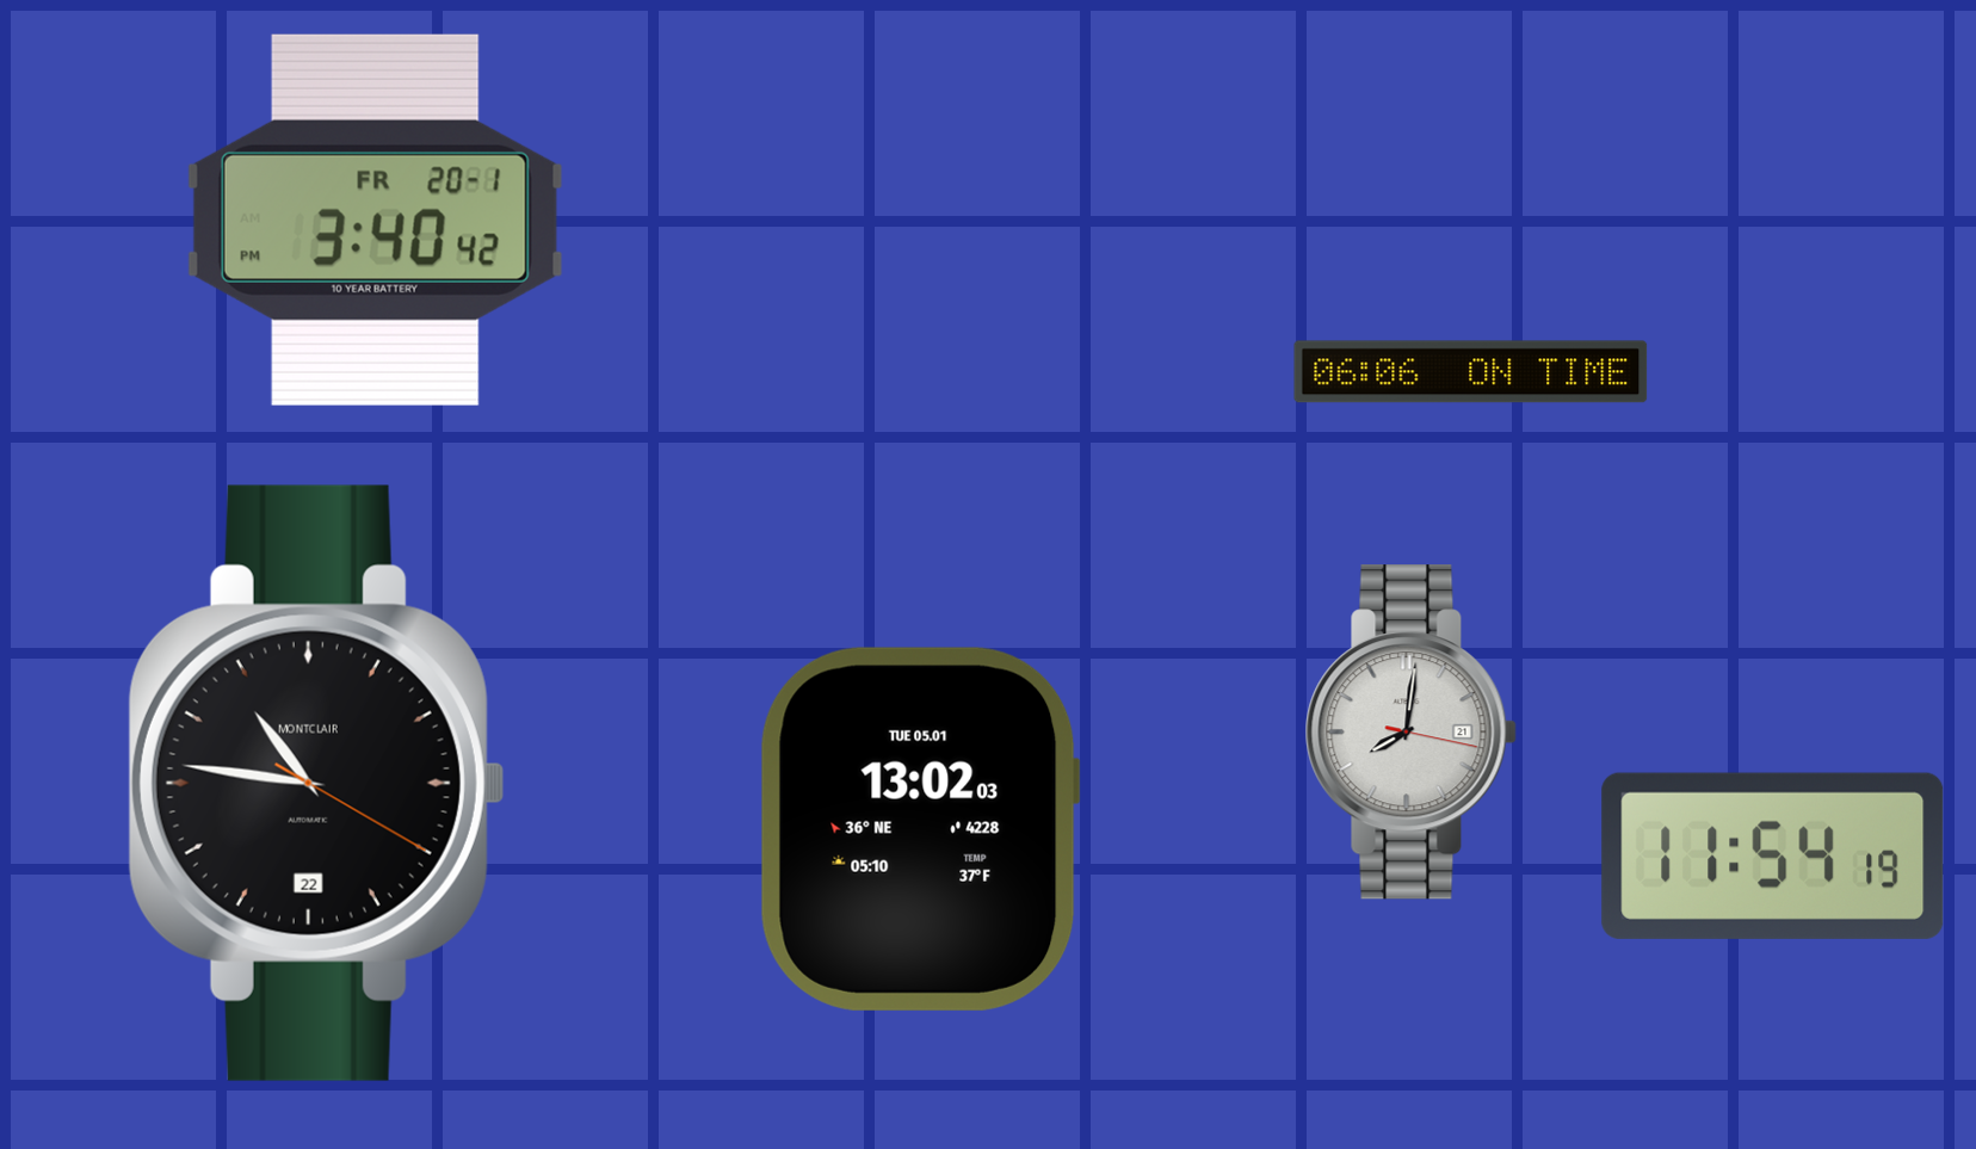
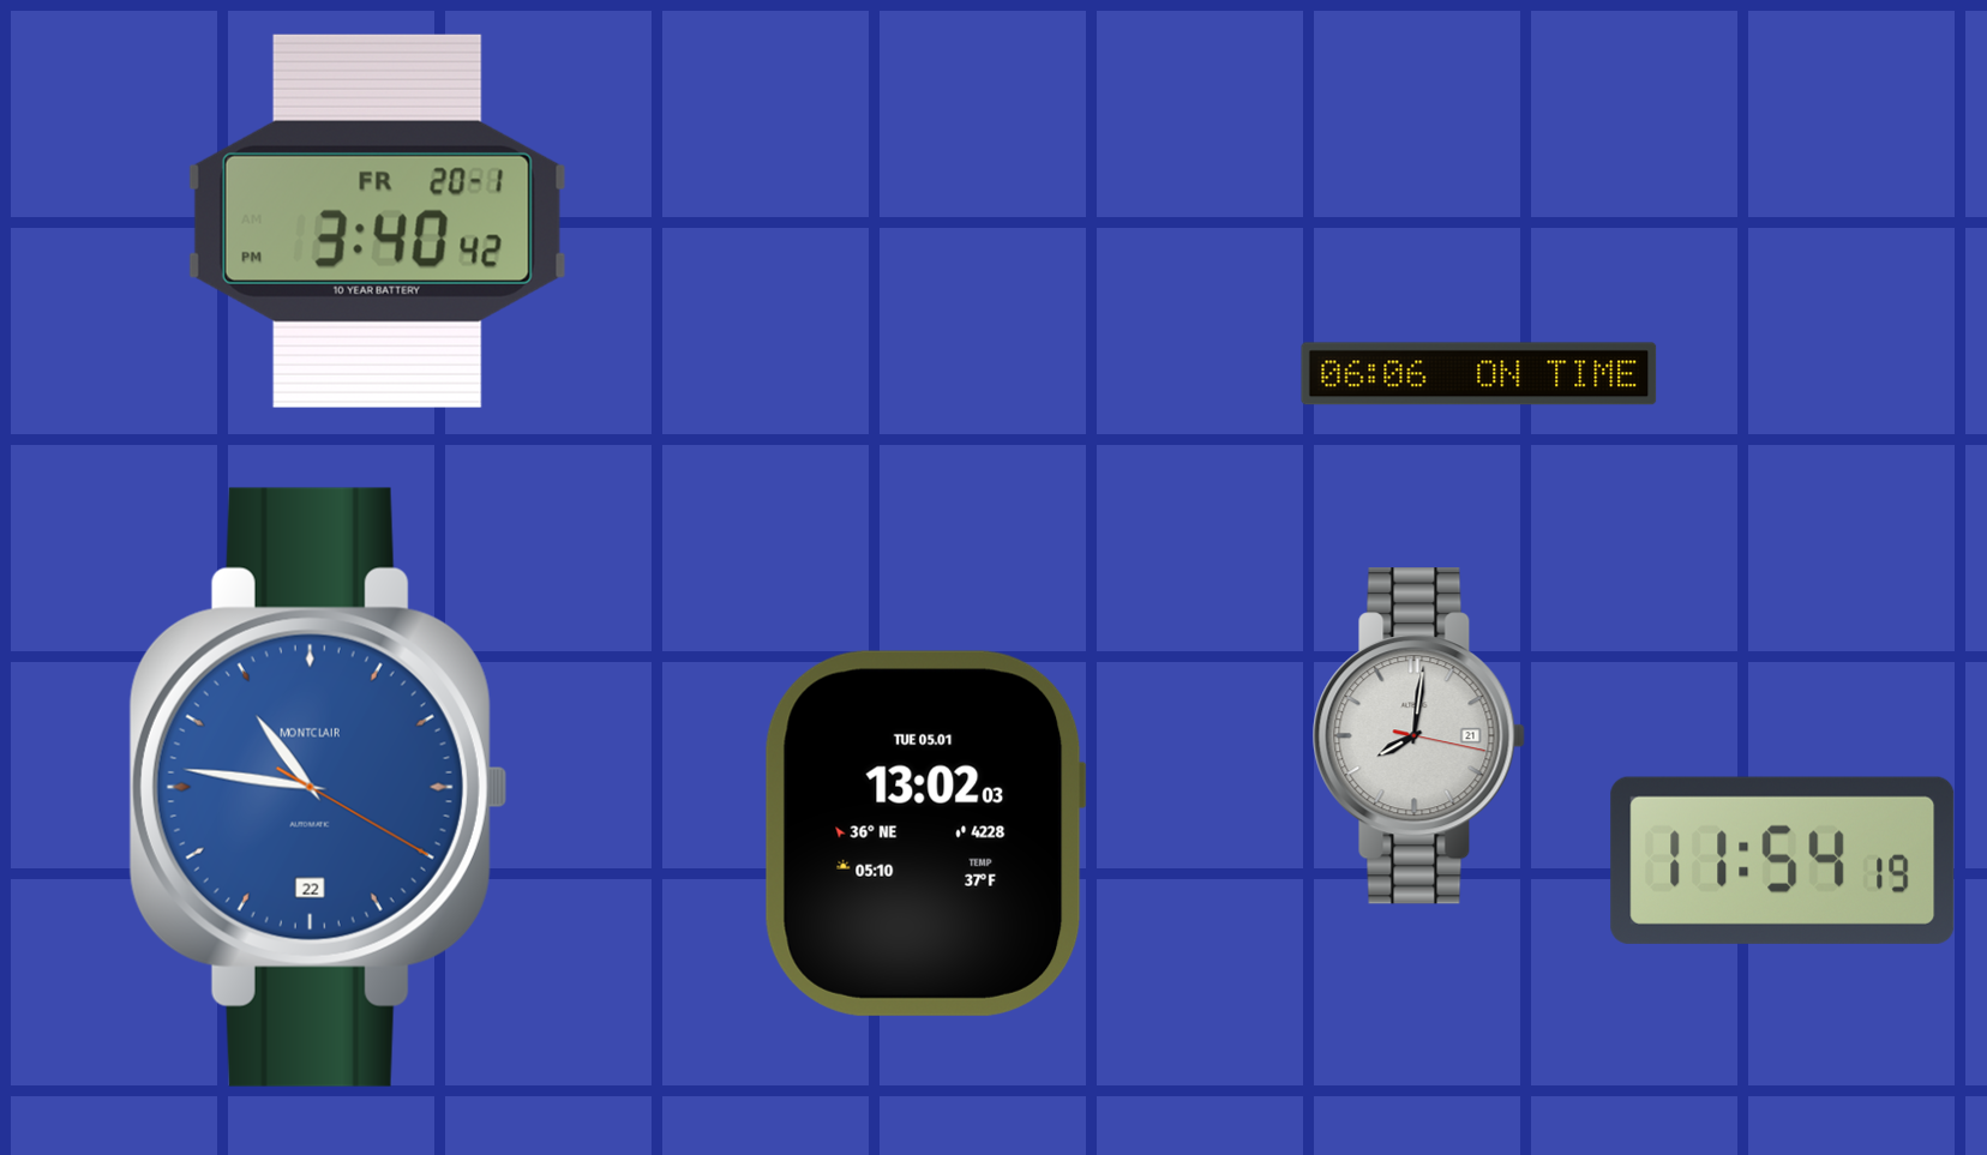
clock at (316, 783) dial: black -> blue
